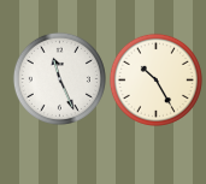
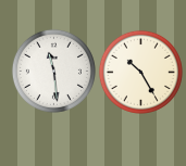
clock at (59, 78): 11:26 -> 11:29
